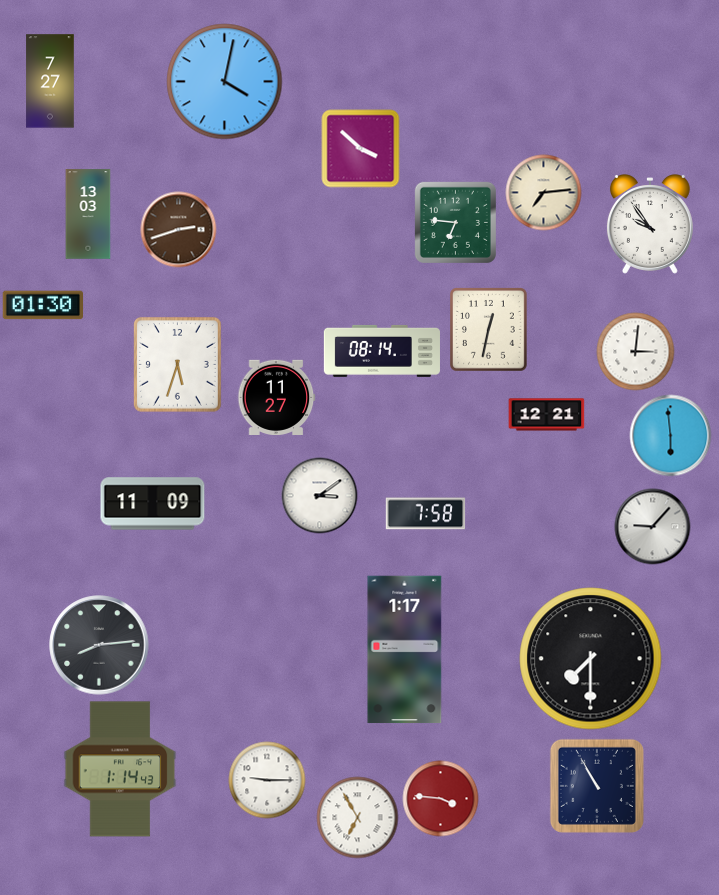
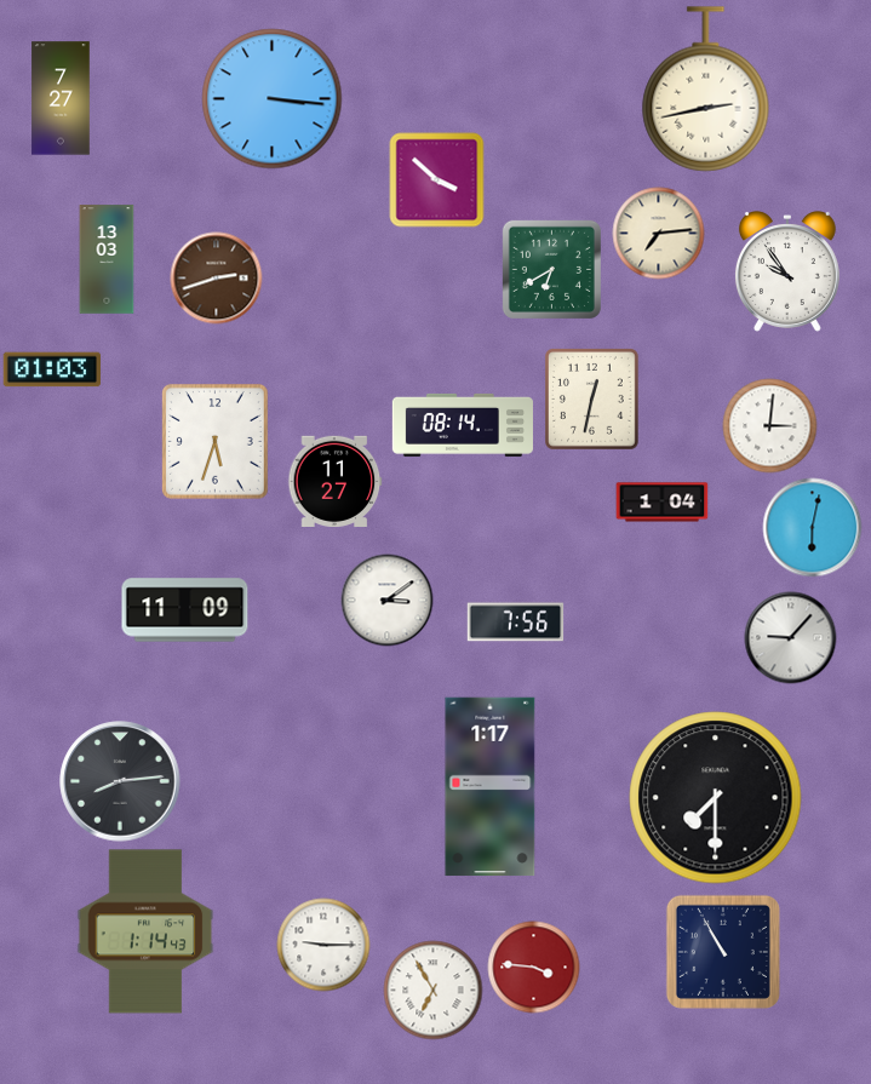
clock at (706, 90): none -> 2:43
clock at (225, 82): 4:02 -> 3:16
clock at (455, 222): 6:46 -> 6:40
clock at (43, 305): 01:30 -> 01:03
clock at (547, 415): 12:21 -> 1:04
clock at (671, 436): 5:59 -> 6:02
clock at (426, 514): 7:58 -> 7:56
